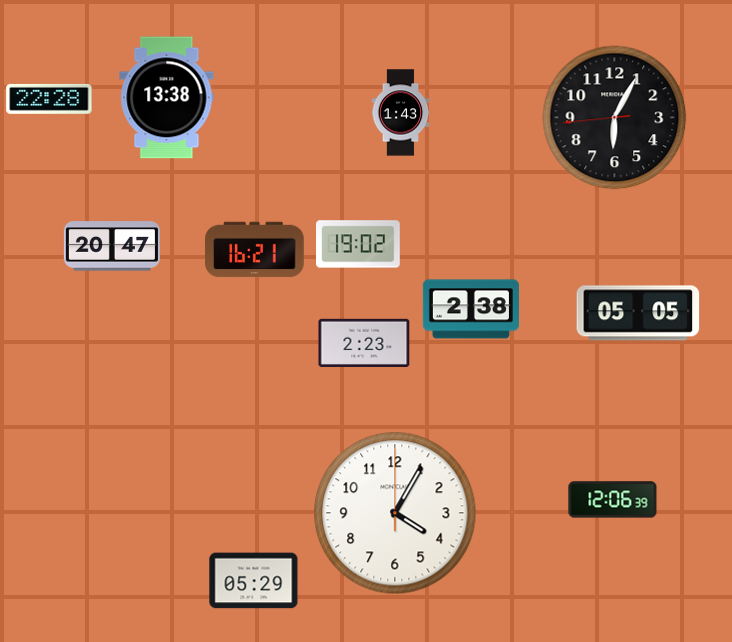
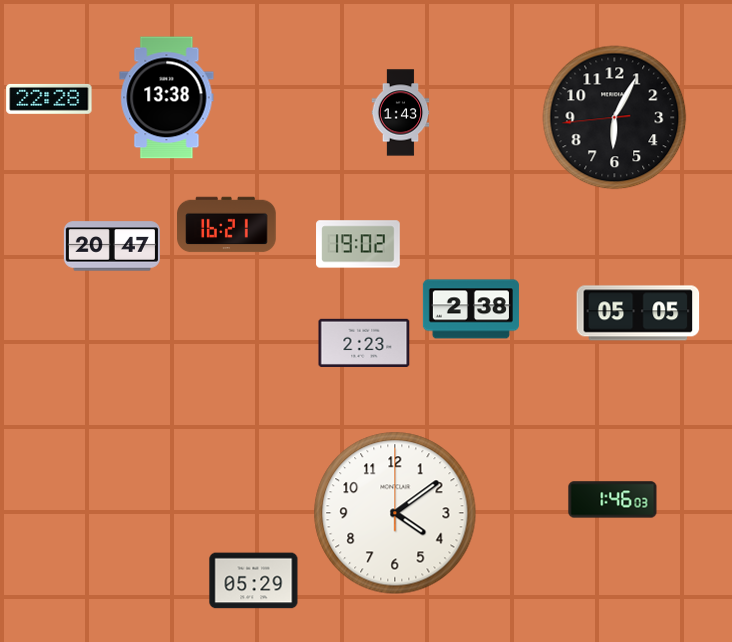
clock at (255, 250) position: (255, 250) -> (227, 225)
clock at (613, 500): 12:06 -> 1:46
clock at (395, 513): 4:05 -> 4:09
